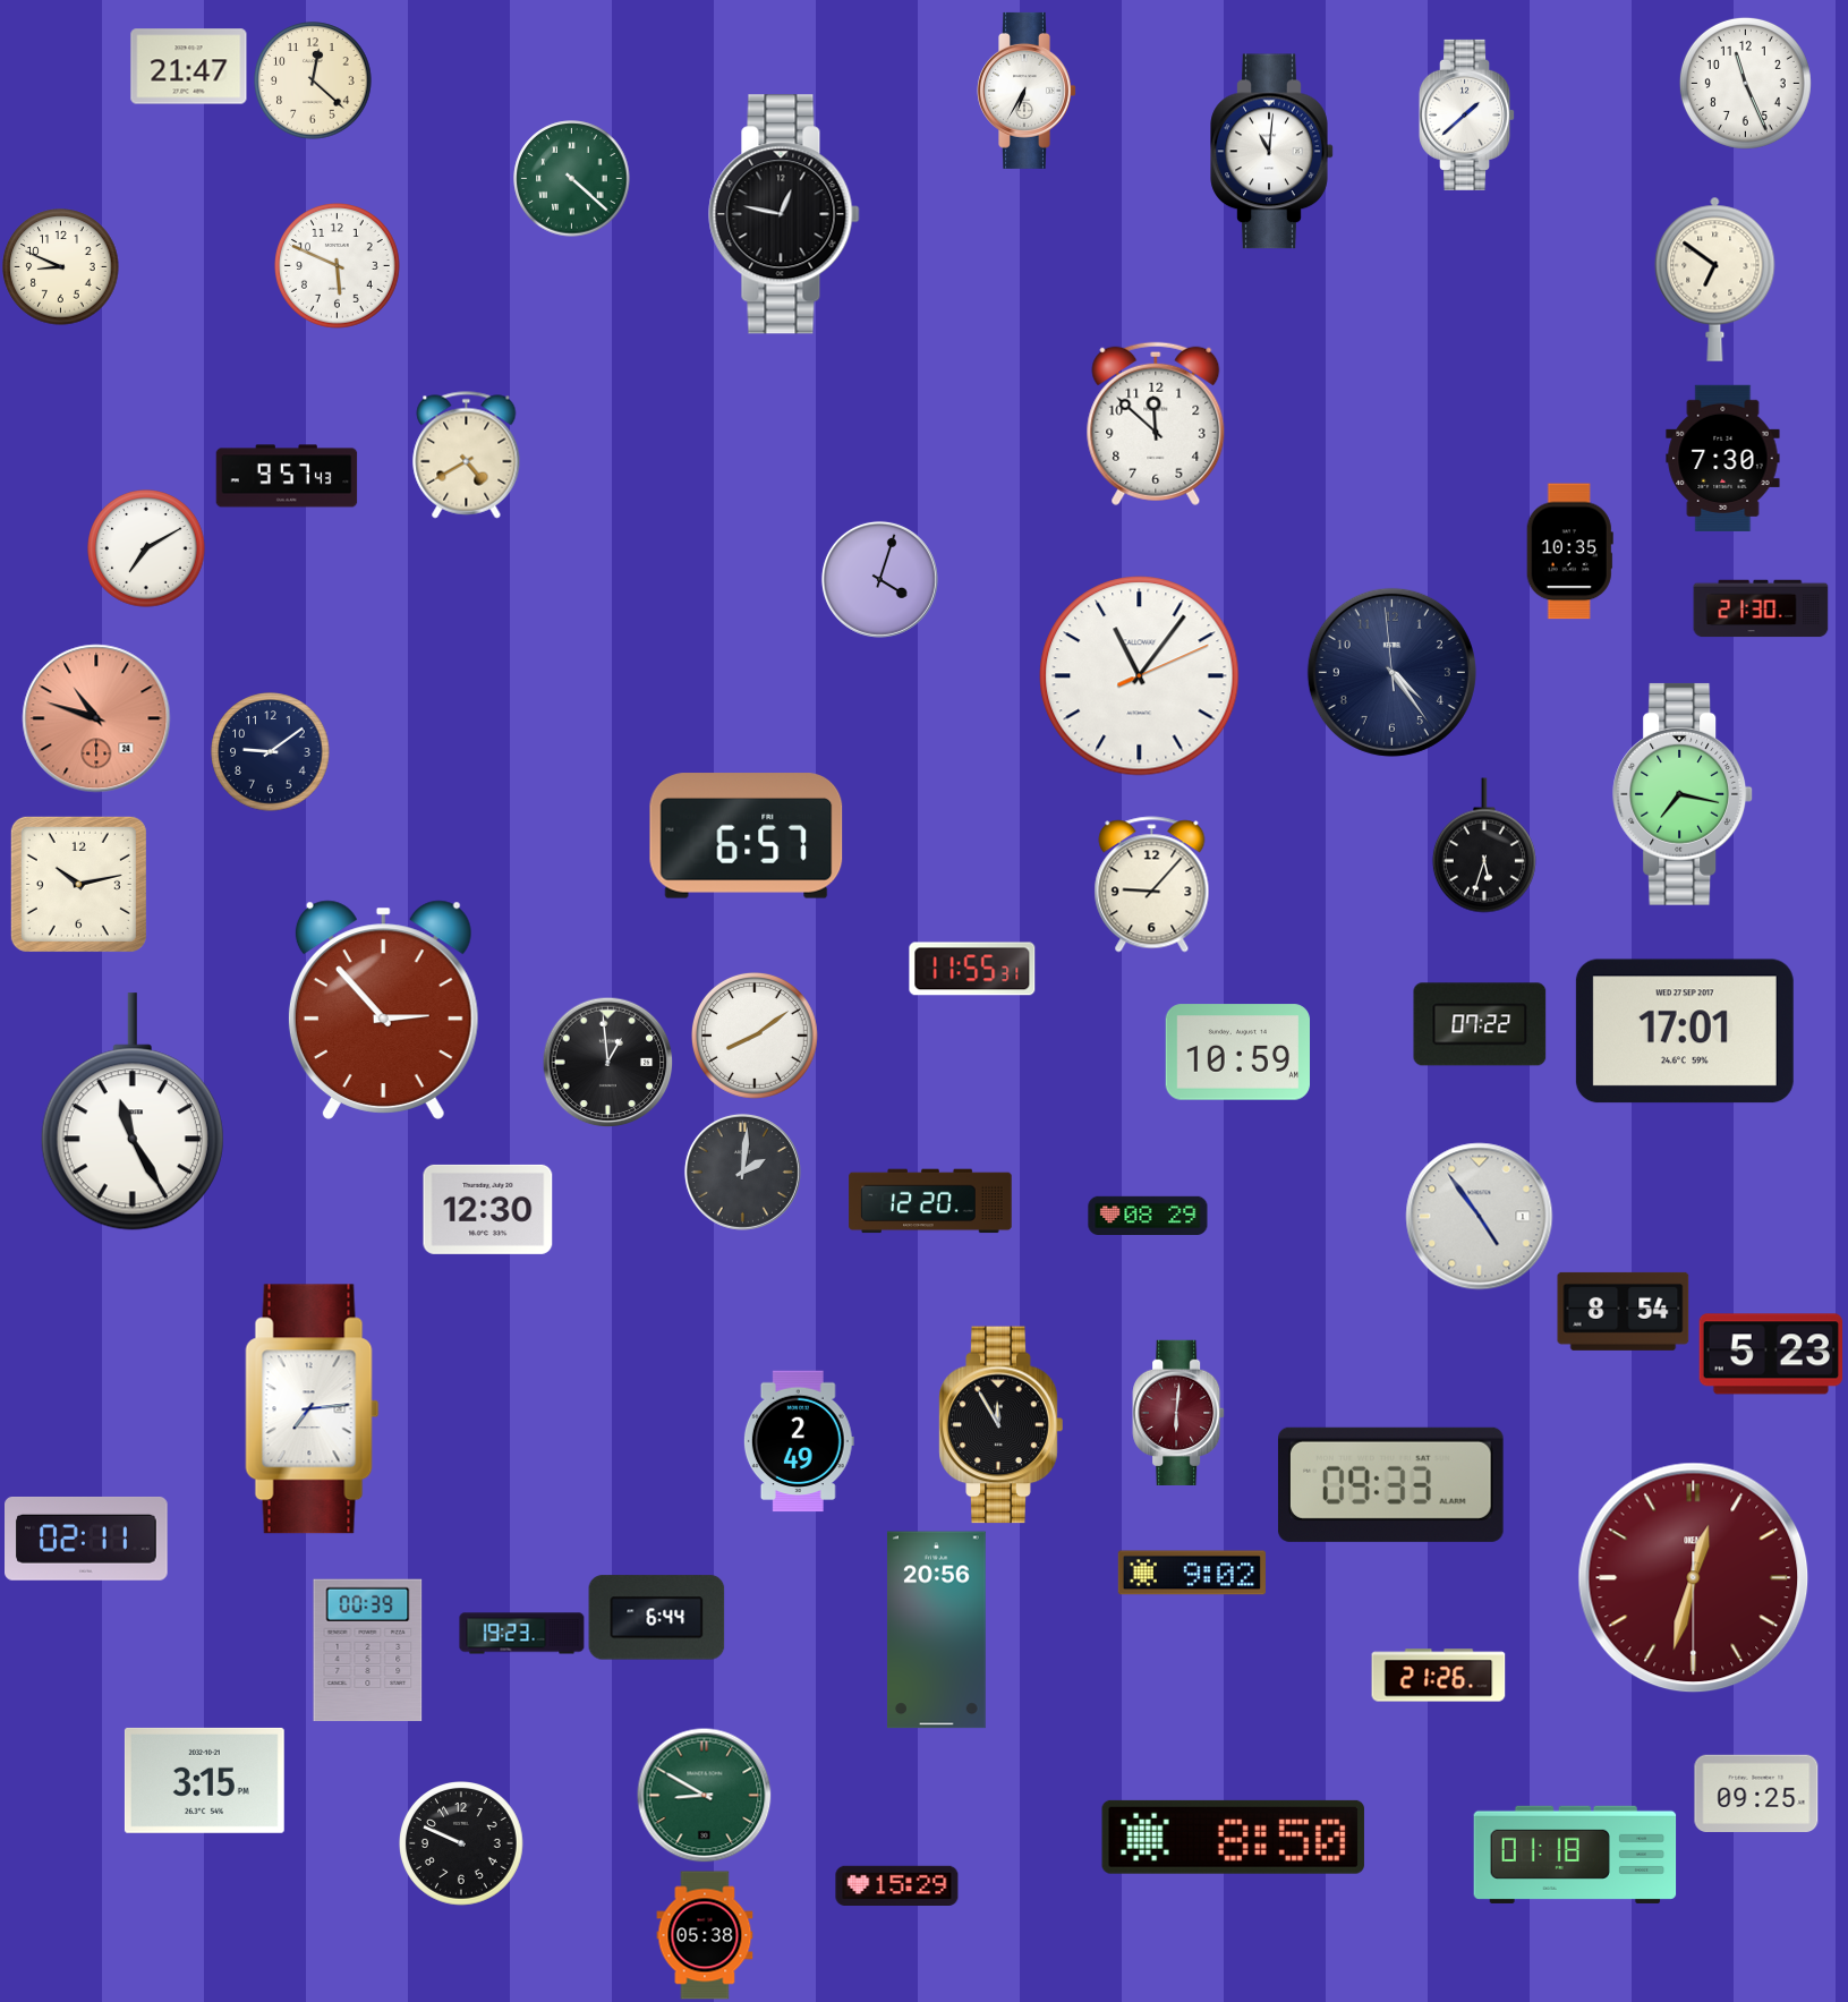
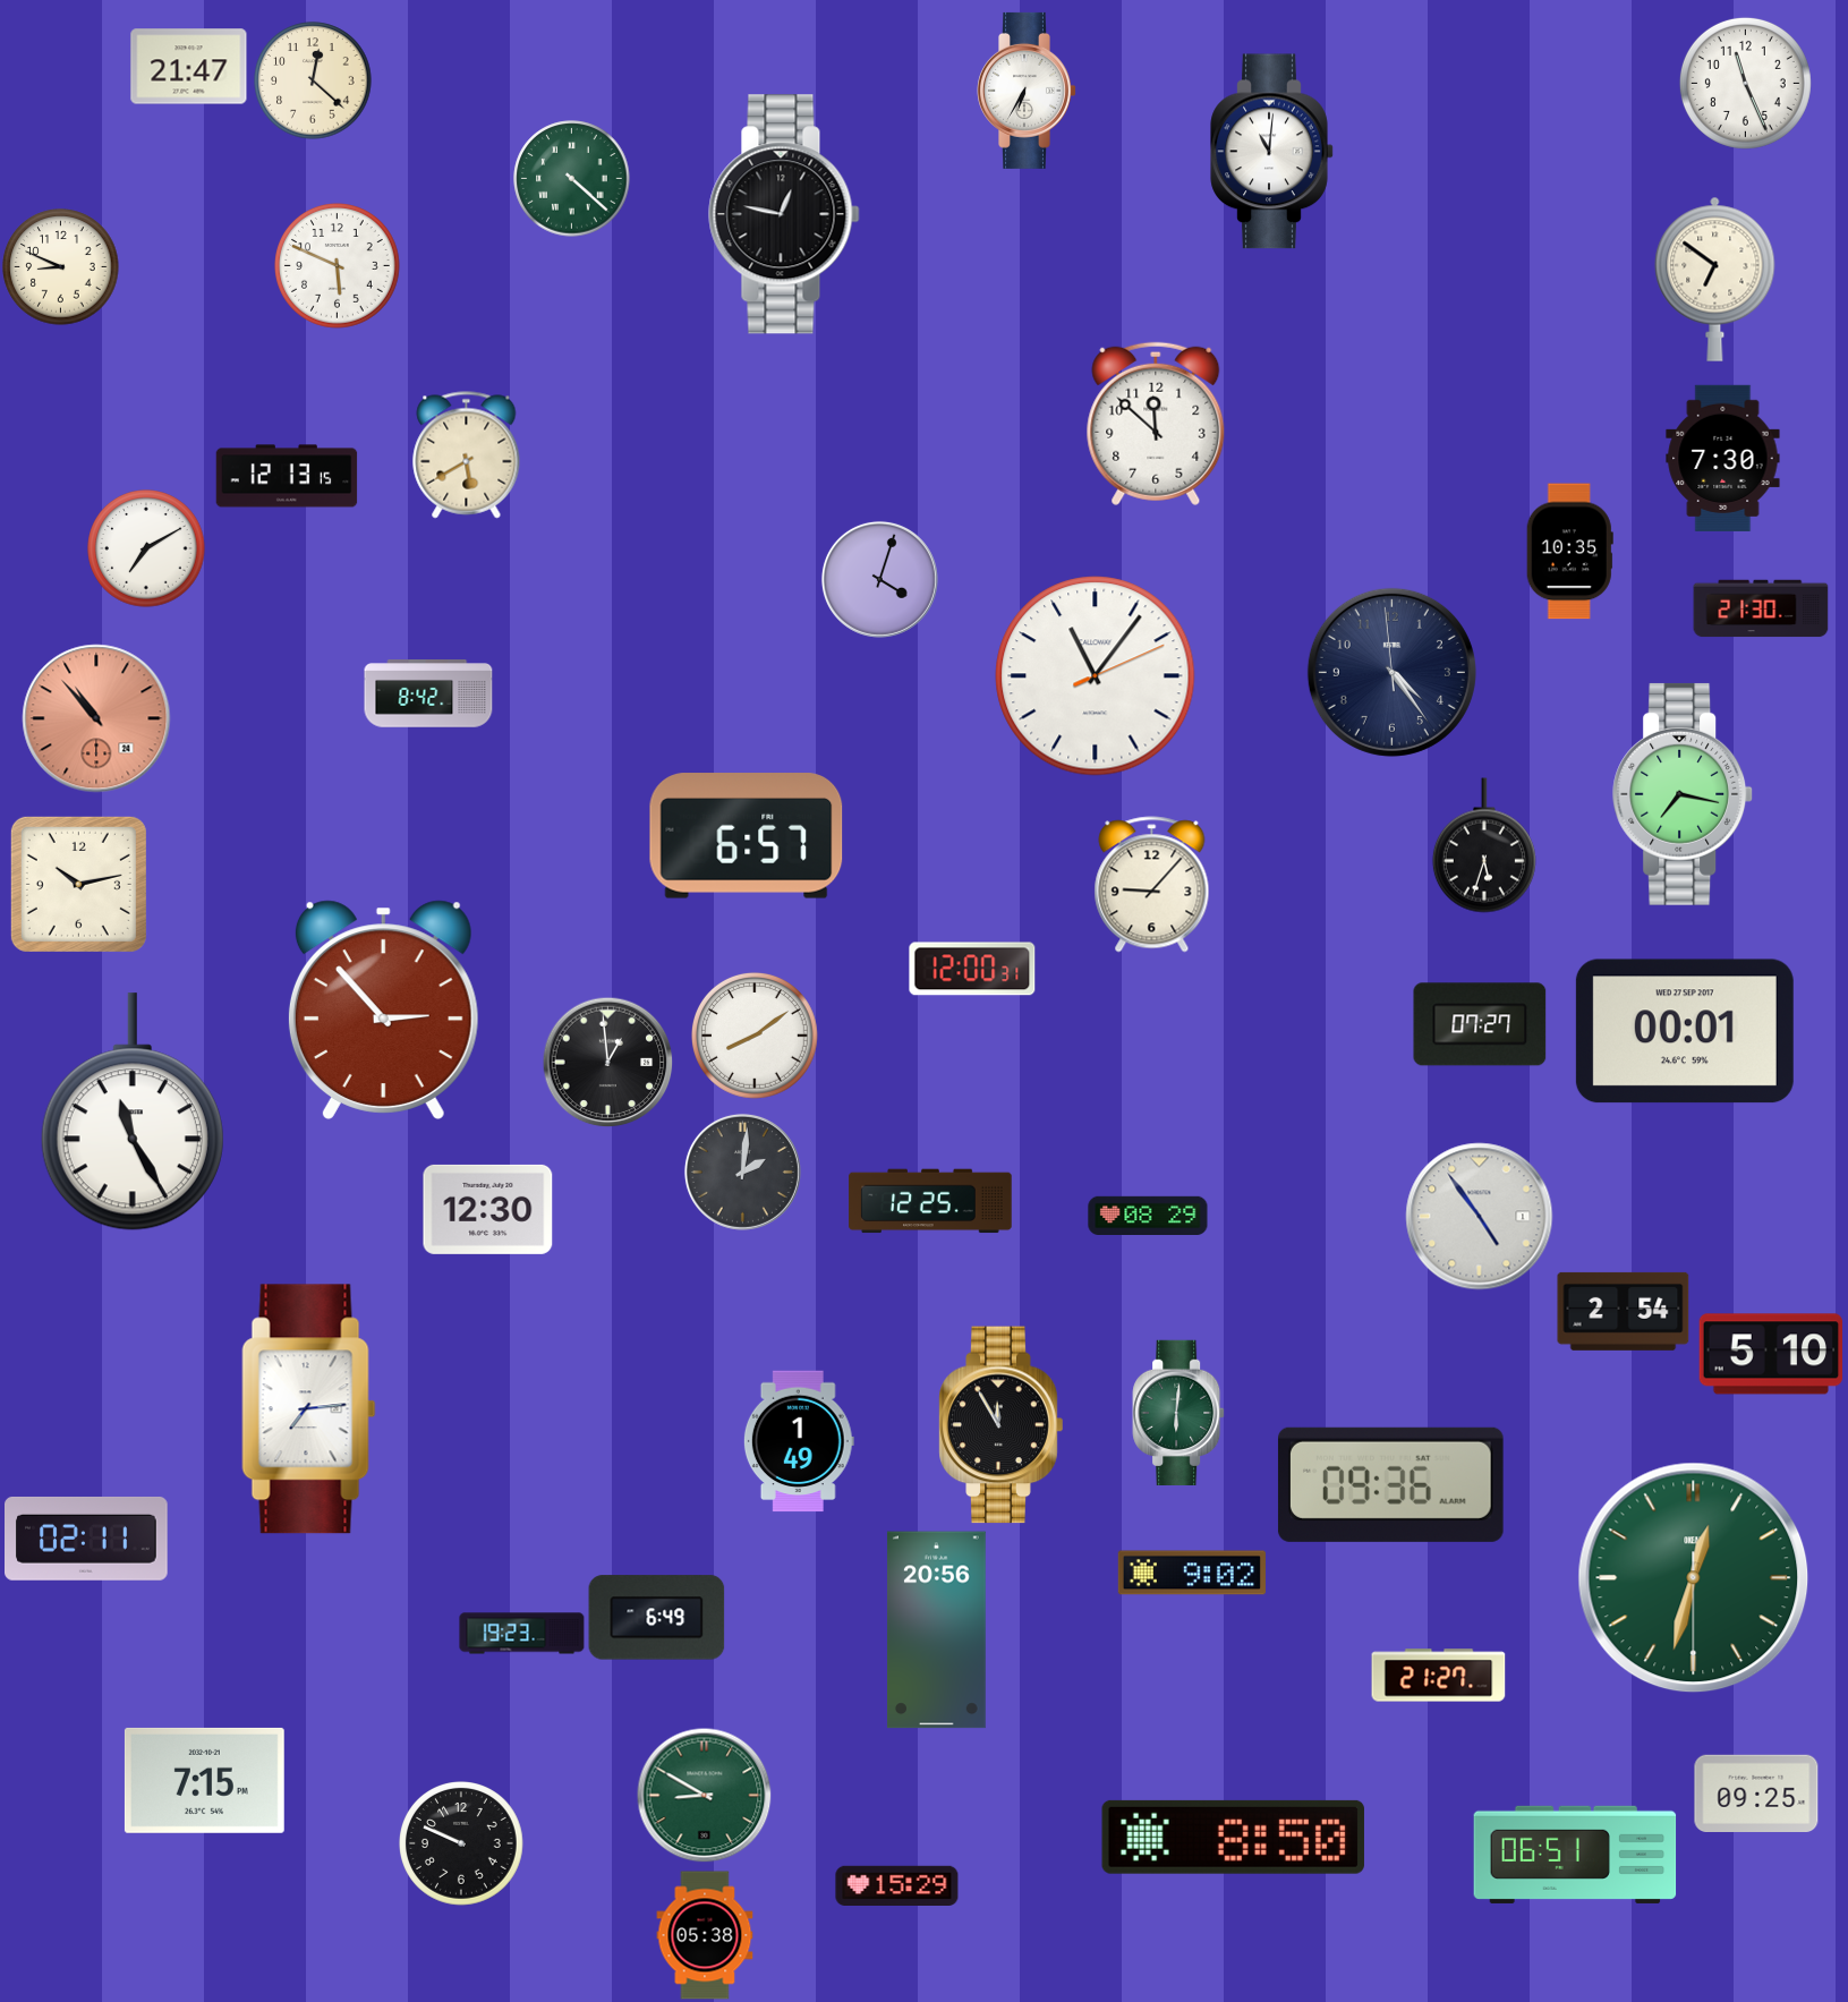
clock at (1467, 114): 1:38 -> none
clock at (467, 455): 4:40 -> 5:40
clock at (287, 476): 9:57 -> 12:13
clock at (1140, 676) position: (1140, 676) -> (1096, 676)
clock at (428, 693): none -> 8:42
clock at (96, 718): 10:48 -> 10:53
clock at (271, 752): 9:09 -> none
clock at (972, 969): 11:55 -> 12:00
clock at (1480, 1024): 07:22 -> 07:27
clock at (1685, 1031): 17:01 -> 00:01
clock at (1237, 1053): 10:59 -> none
clock at (930, 1201): 12:20 -> 12:25
clock at (1624, 1311): 8:54 -> 2:54
clock at (1770, 1354): 5:23 -> 5:10
clock at (313, 1409) position: (313, 1409) -> (309, 1409)
clock at (1178, 1412) dial: burgundy -> green
clock at (799, 1441): 2:49 -> 1:49
clock at (1390, 1484): 09:33 -> 09:36
clock at (1694, 1578) dial: burgundy -> green
clock at (657, 1618): 6:44 -> 6:49
clock at (368, 1651): 00:39 -> none
clock at (1439, 1676): 21:26 -> 21:27
clock at (204, 1780): 3:15 -> 7:15
clock at (1575, 1855): 01:18 -> 06:51
